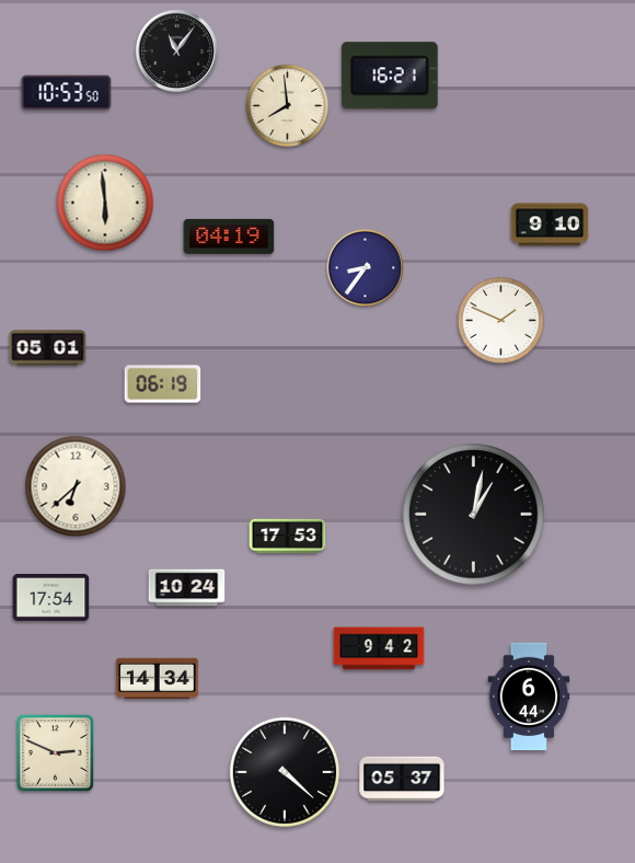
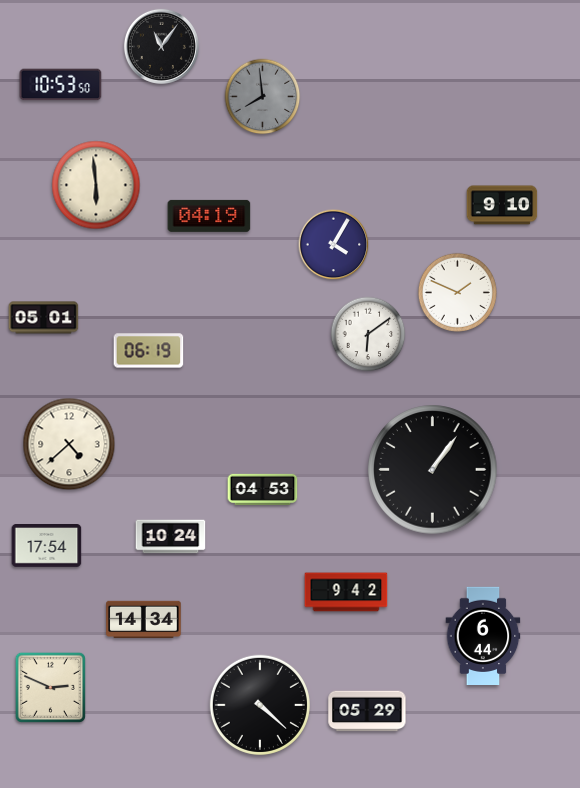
clock at (390, 76): 16:21 -> none
clock at (288, 106) dial: cream -> grey
clock at (366, 268): 8:36 -> 4:05
clock at (368, 334): none -> 6:09
clock at (76, 486): 6:38 -> 4:38
clock at (474, 515): 1:02 -> 1:06
clock at (288, 536): 17:53 -> 04:53
clock at (402, 779): 05:37 -> 05:29
